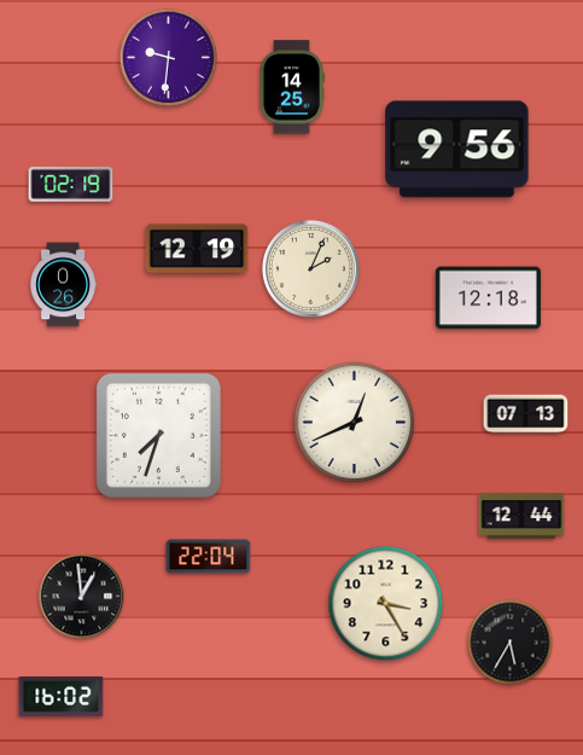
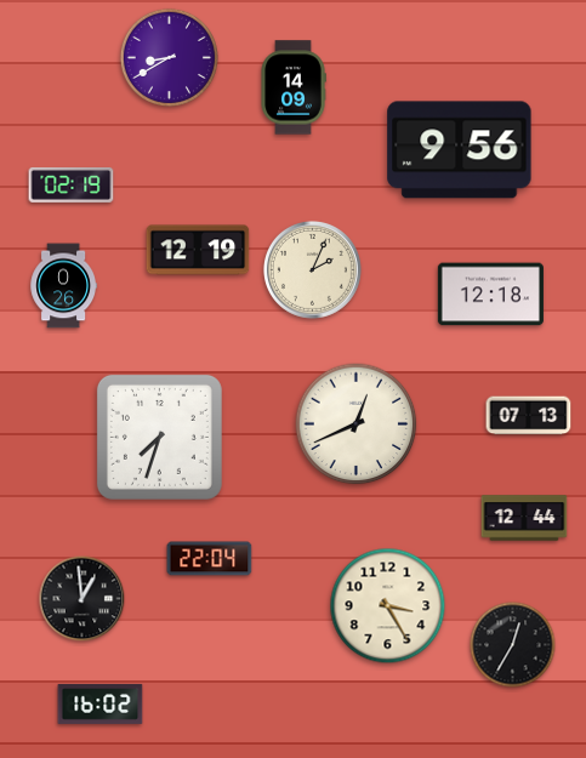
clock at (168, 57): 9:31 -> 8:40
clock at (292, 87): 14:25 -> 14:09
clock at (488, 298) position: (488, 298) -> (490, 295)
clock at (511, 643): 5:35 -> 12:35
clock at (62, 696) position: (62, 696) -> (101, 703)
